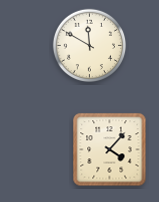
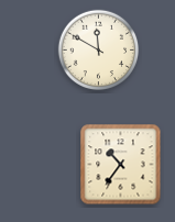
clock at (110, 150): 4:07 -> 10:36
